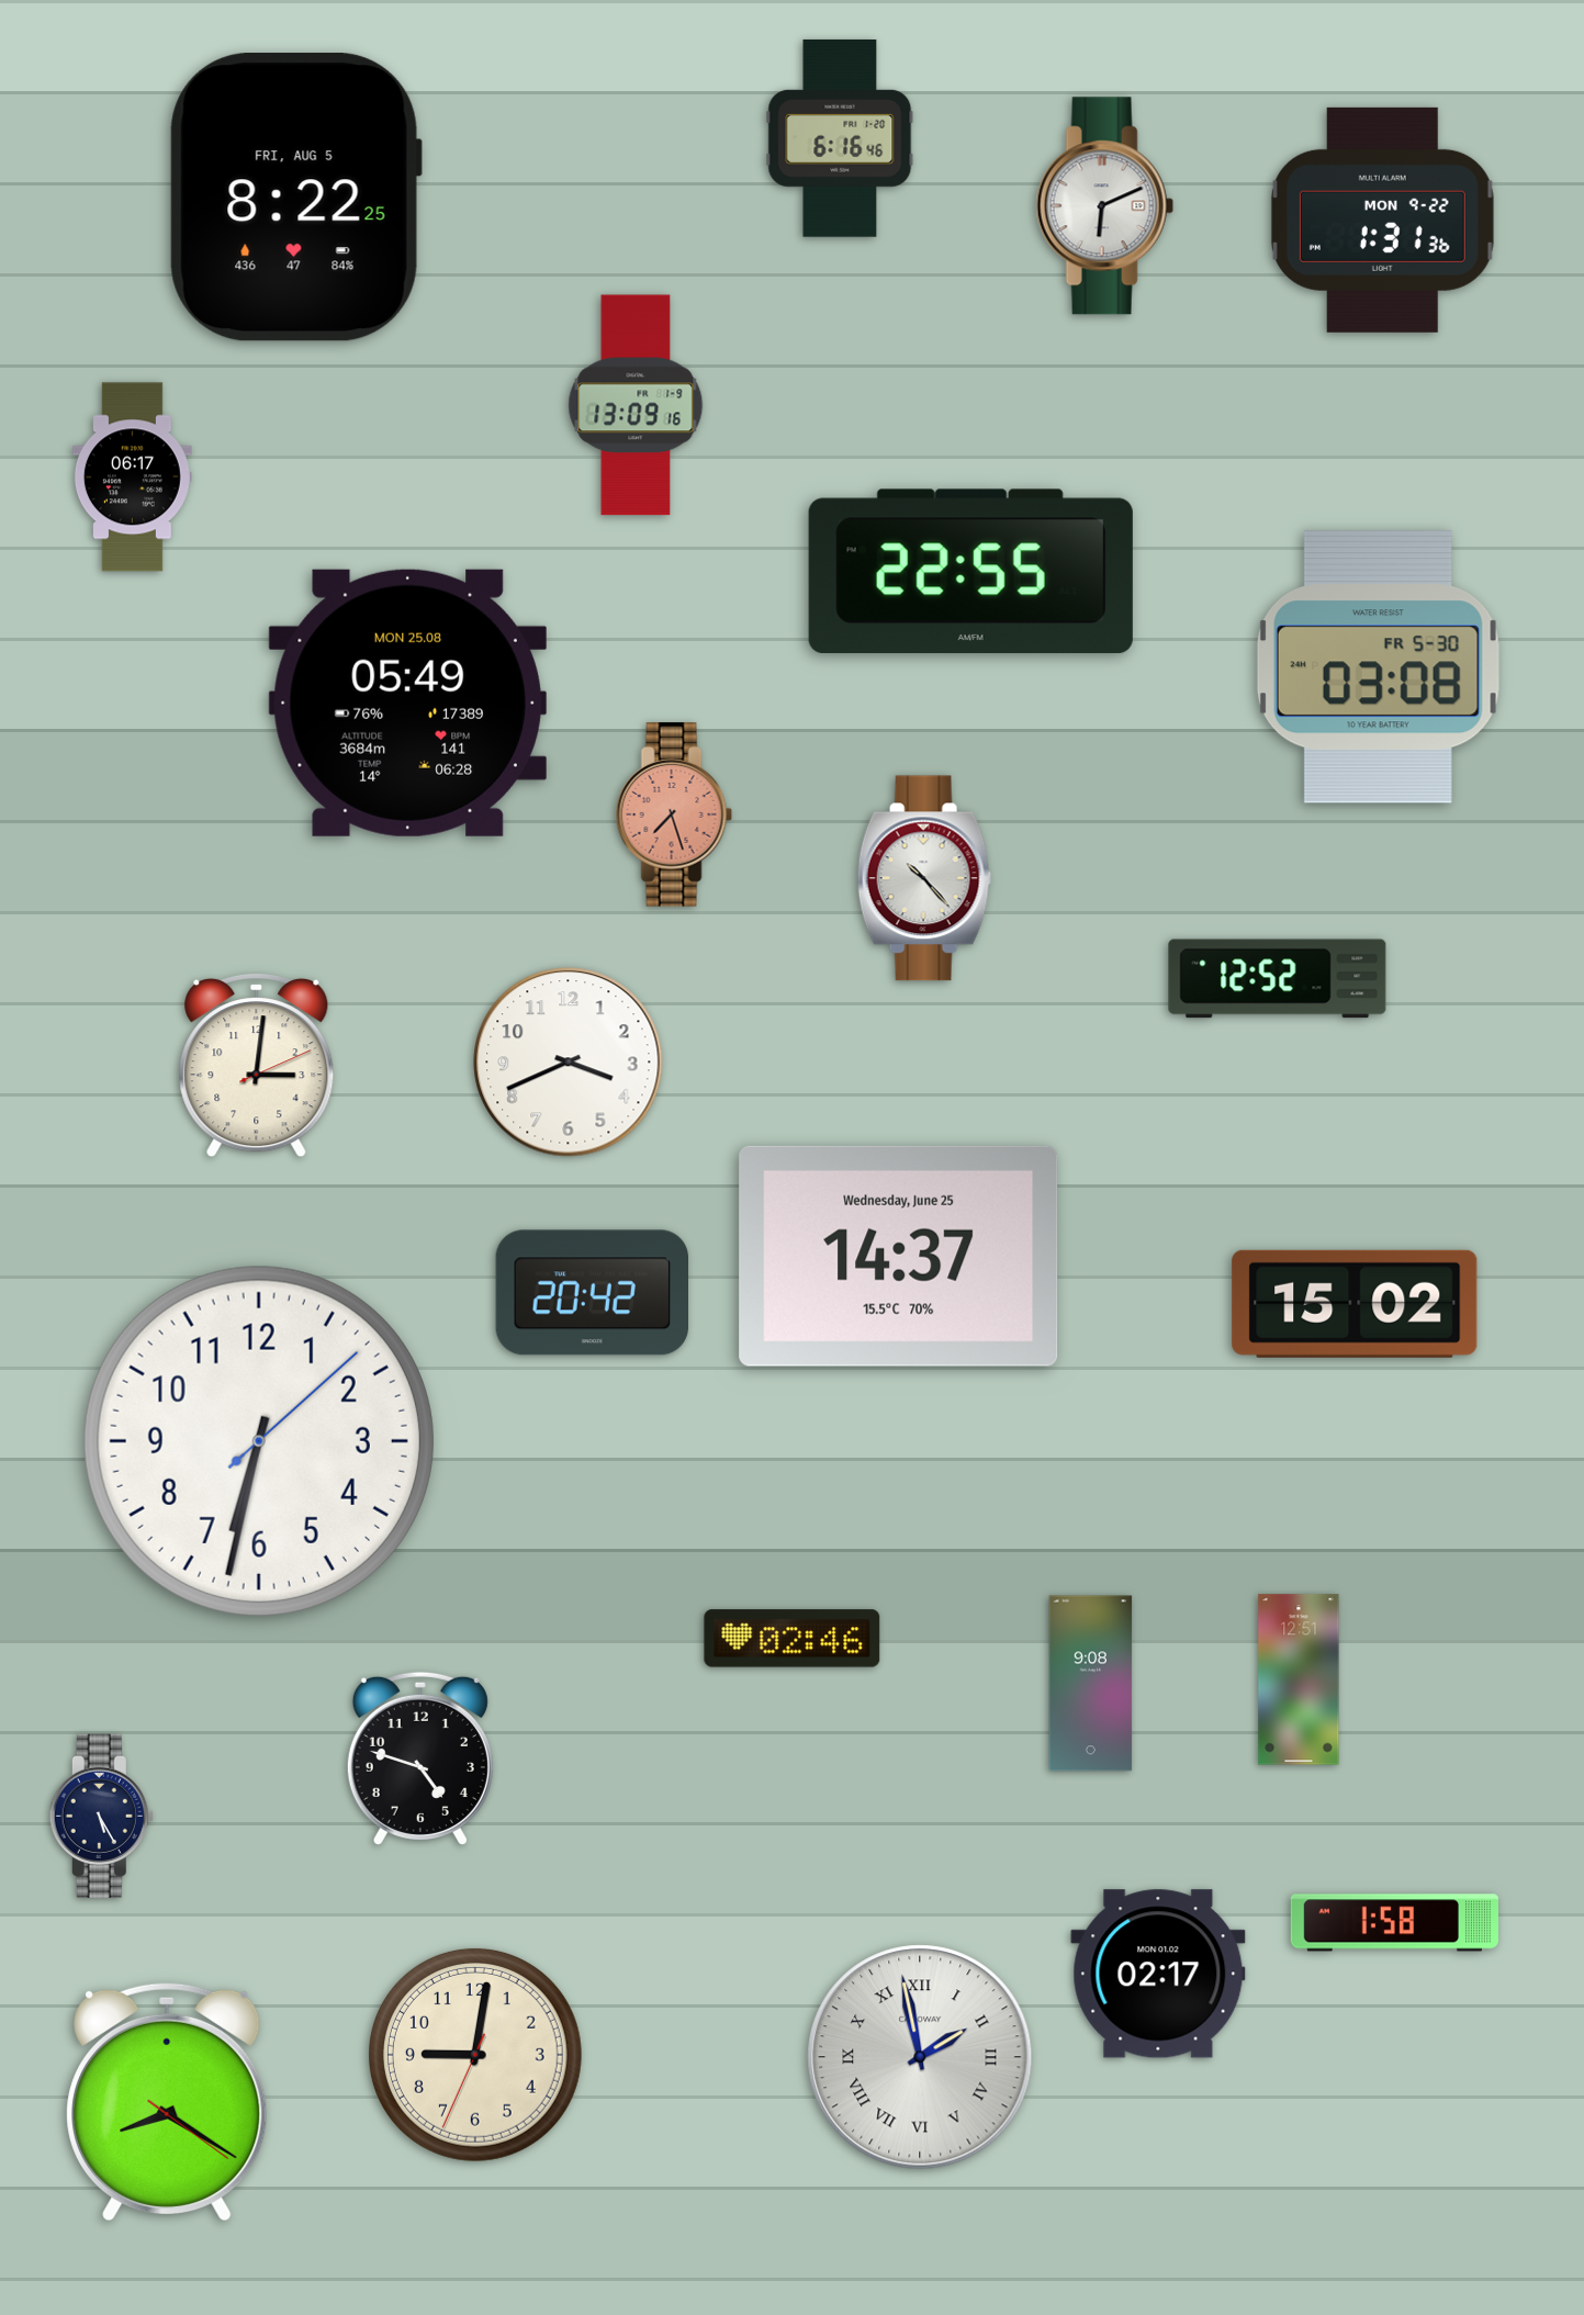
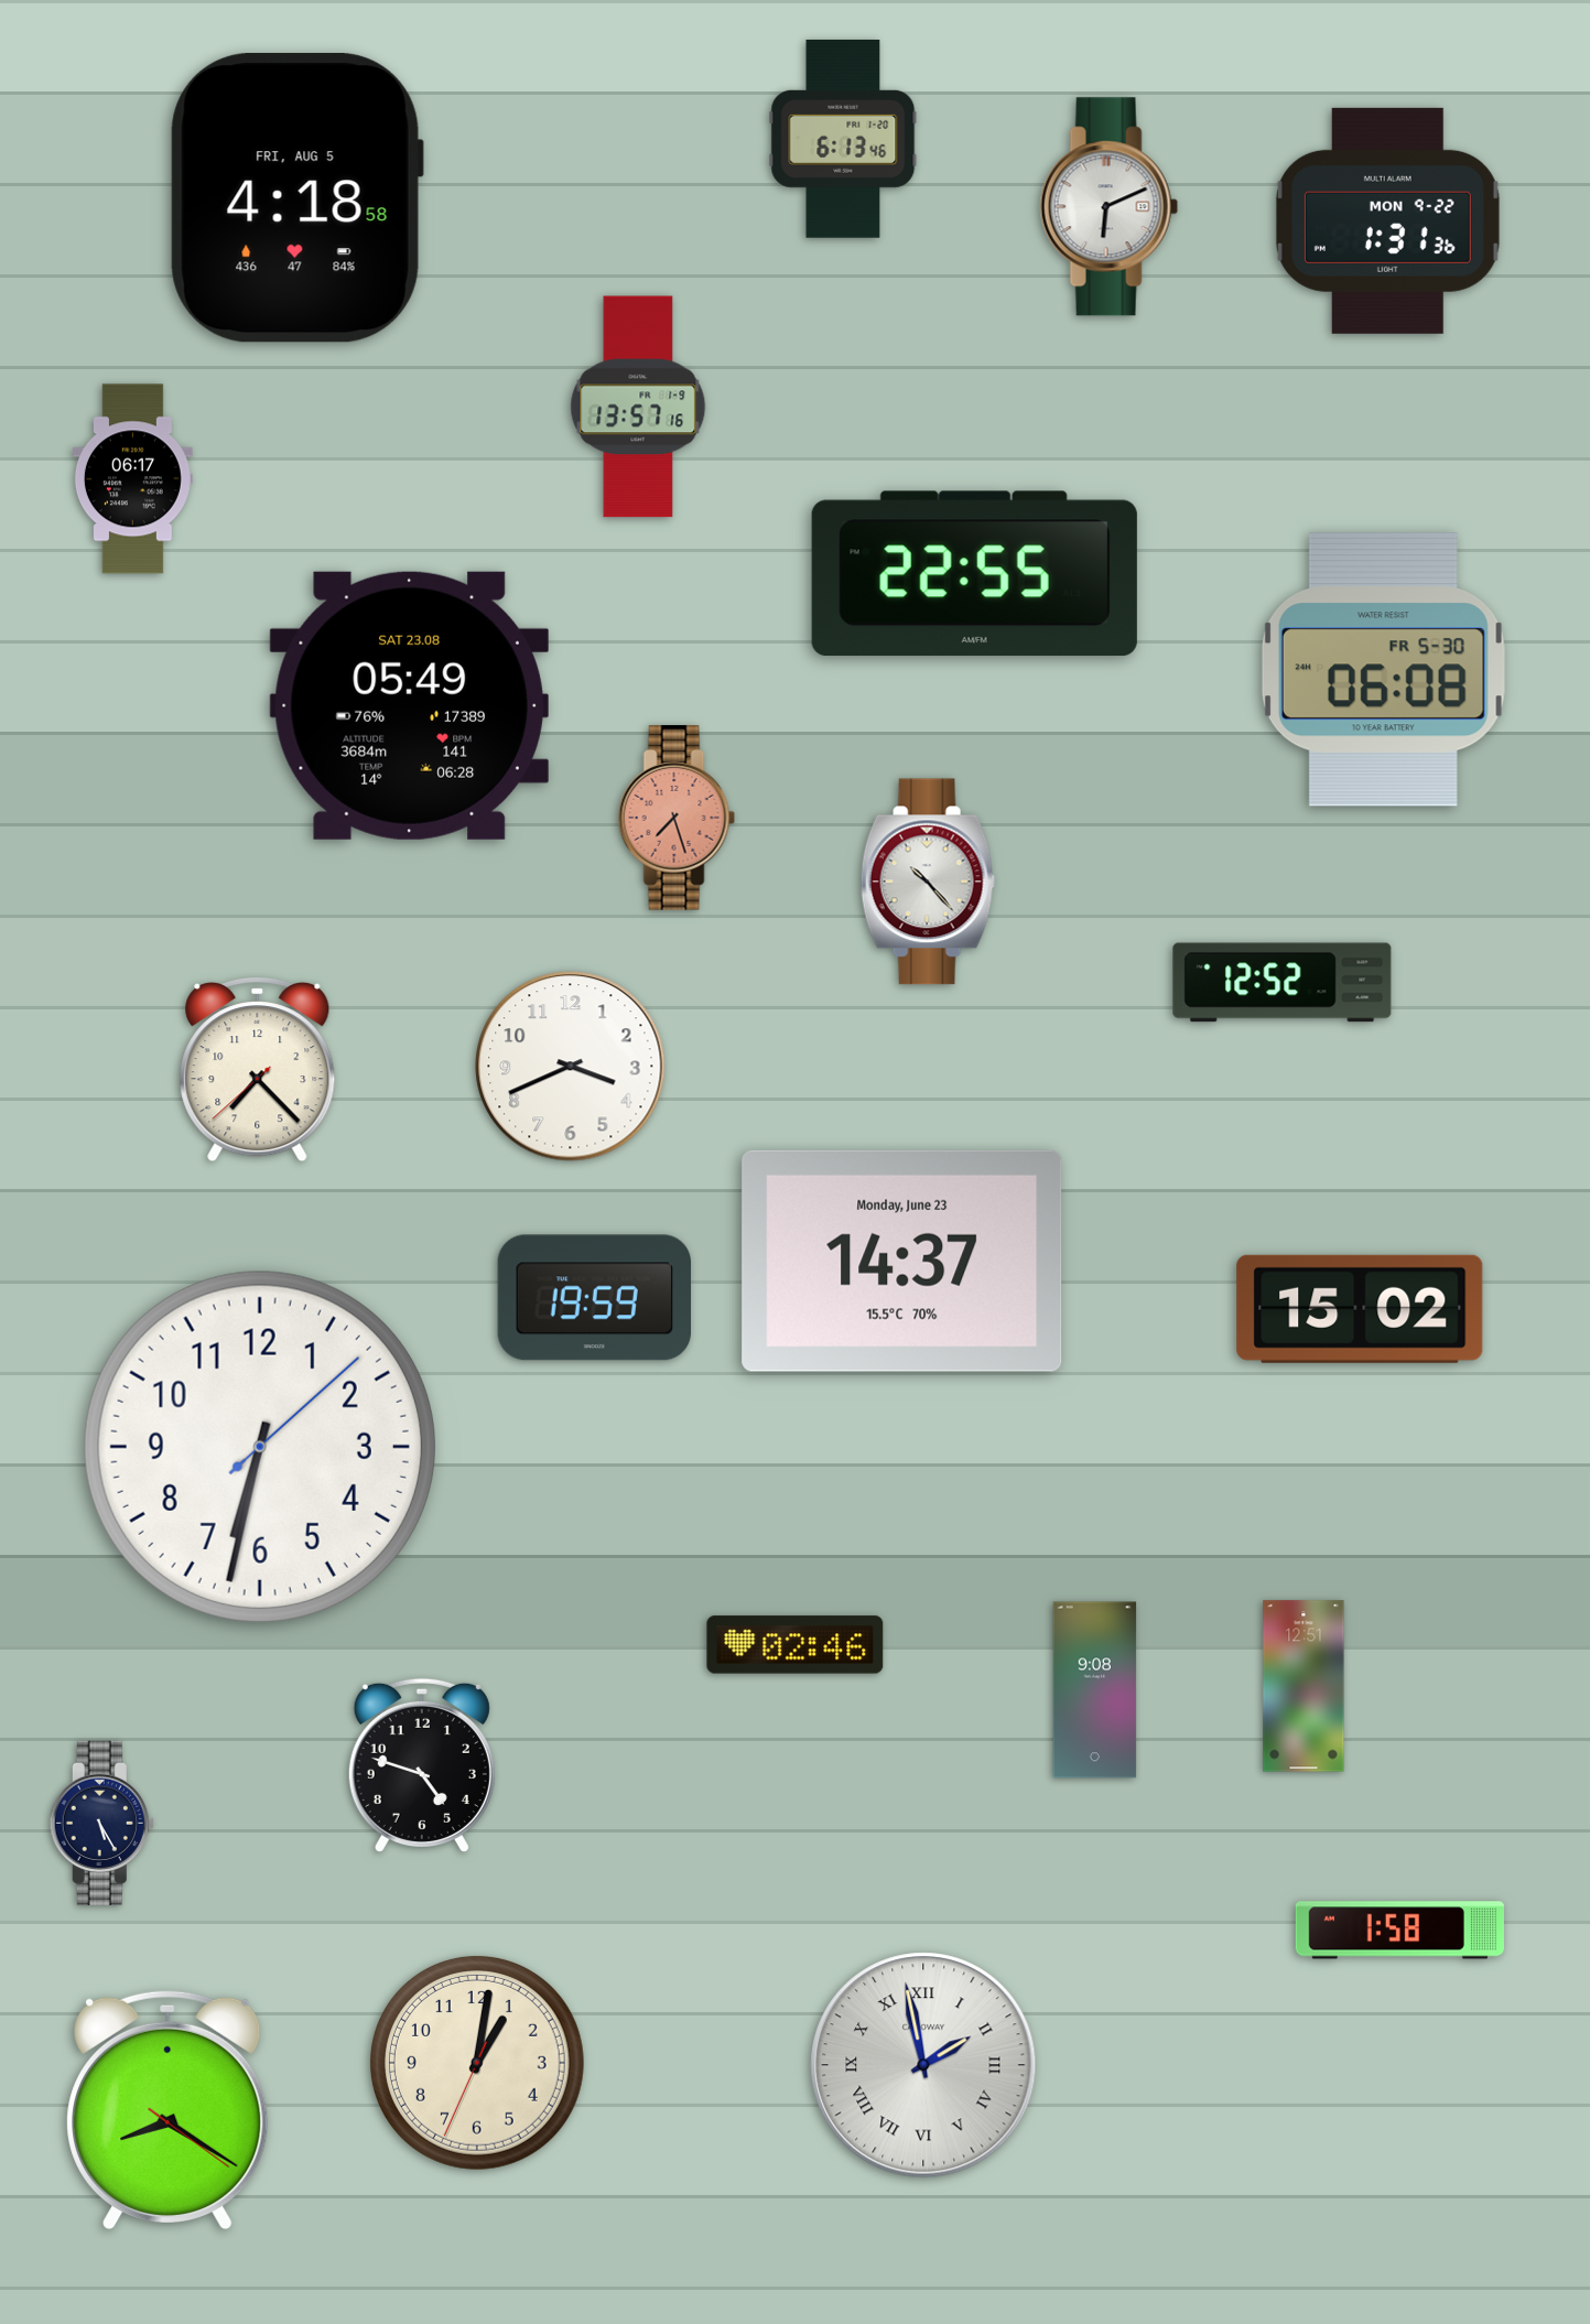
clock at (840, 138): 6:16 -> 6:13
clock at (295, 198): 8:22 -> 4:18
clock at (636, 405): 13:09 -> 13:57
clock at (1378, 667): 03:08 -> 06:08
clock at (407, 703) date: MON 25.08 -> SAT 23.08
clock at (257, 1066): 3:01 -> 7:22
clock at (899, 1256) date: Wednesday, June 25 -> Monday, June 23
clock at (592, 1293): 20:42 -> 19:59
clock at (1158, 1974): 02:17 -> none
clock at (475, 2055): 9:01 -> 1:01
